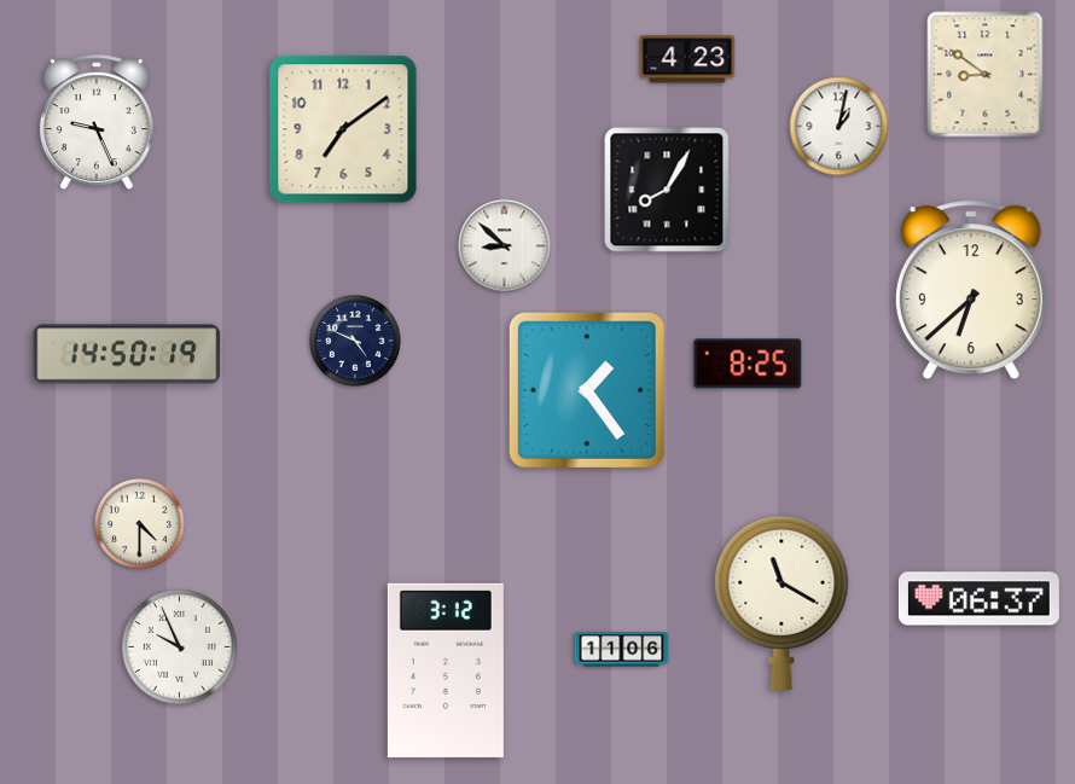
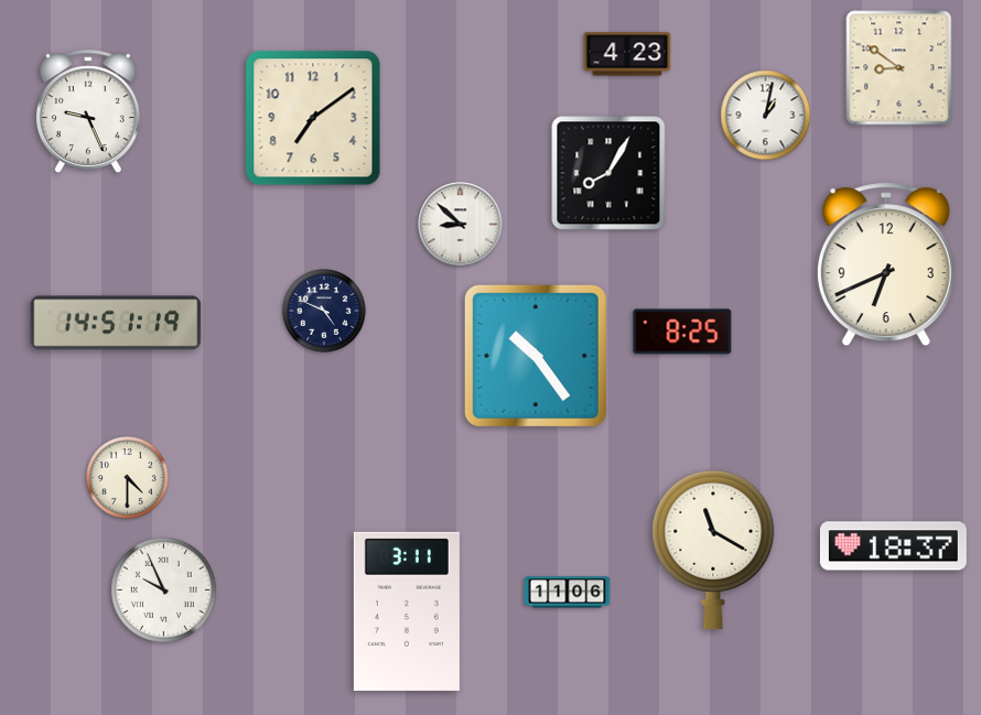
clock at (971, 290): 6:38 -> 6:41
clock at (127, 354): 14:50 -> 14:51
clock at (587, 390): 1:24 -> 10:24
clock at (978, 599): 06:37 -> 18:37
clock at (446, 670): 3:12 -> 3:11
